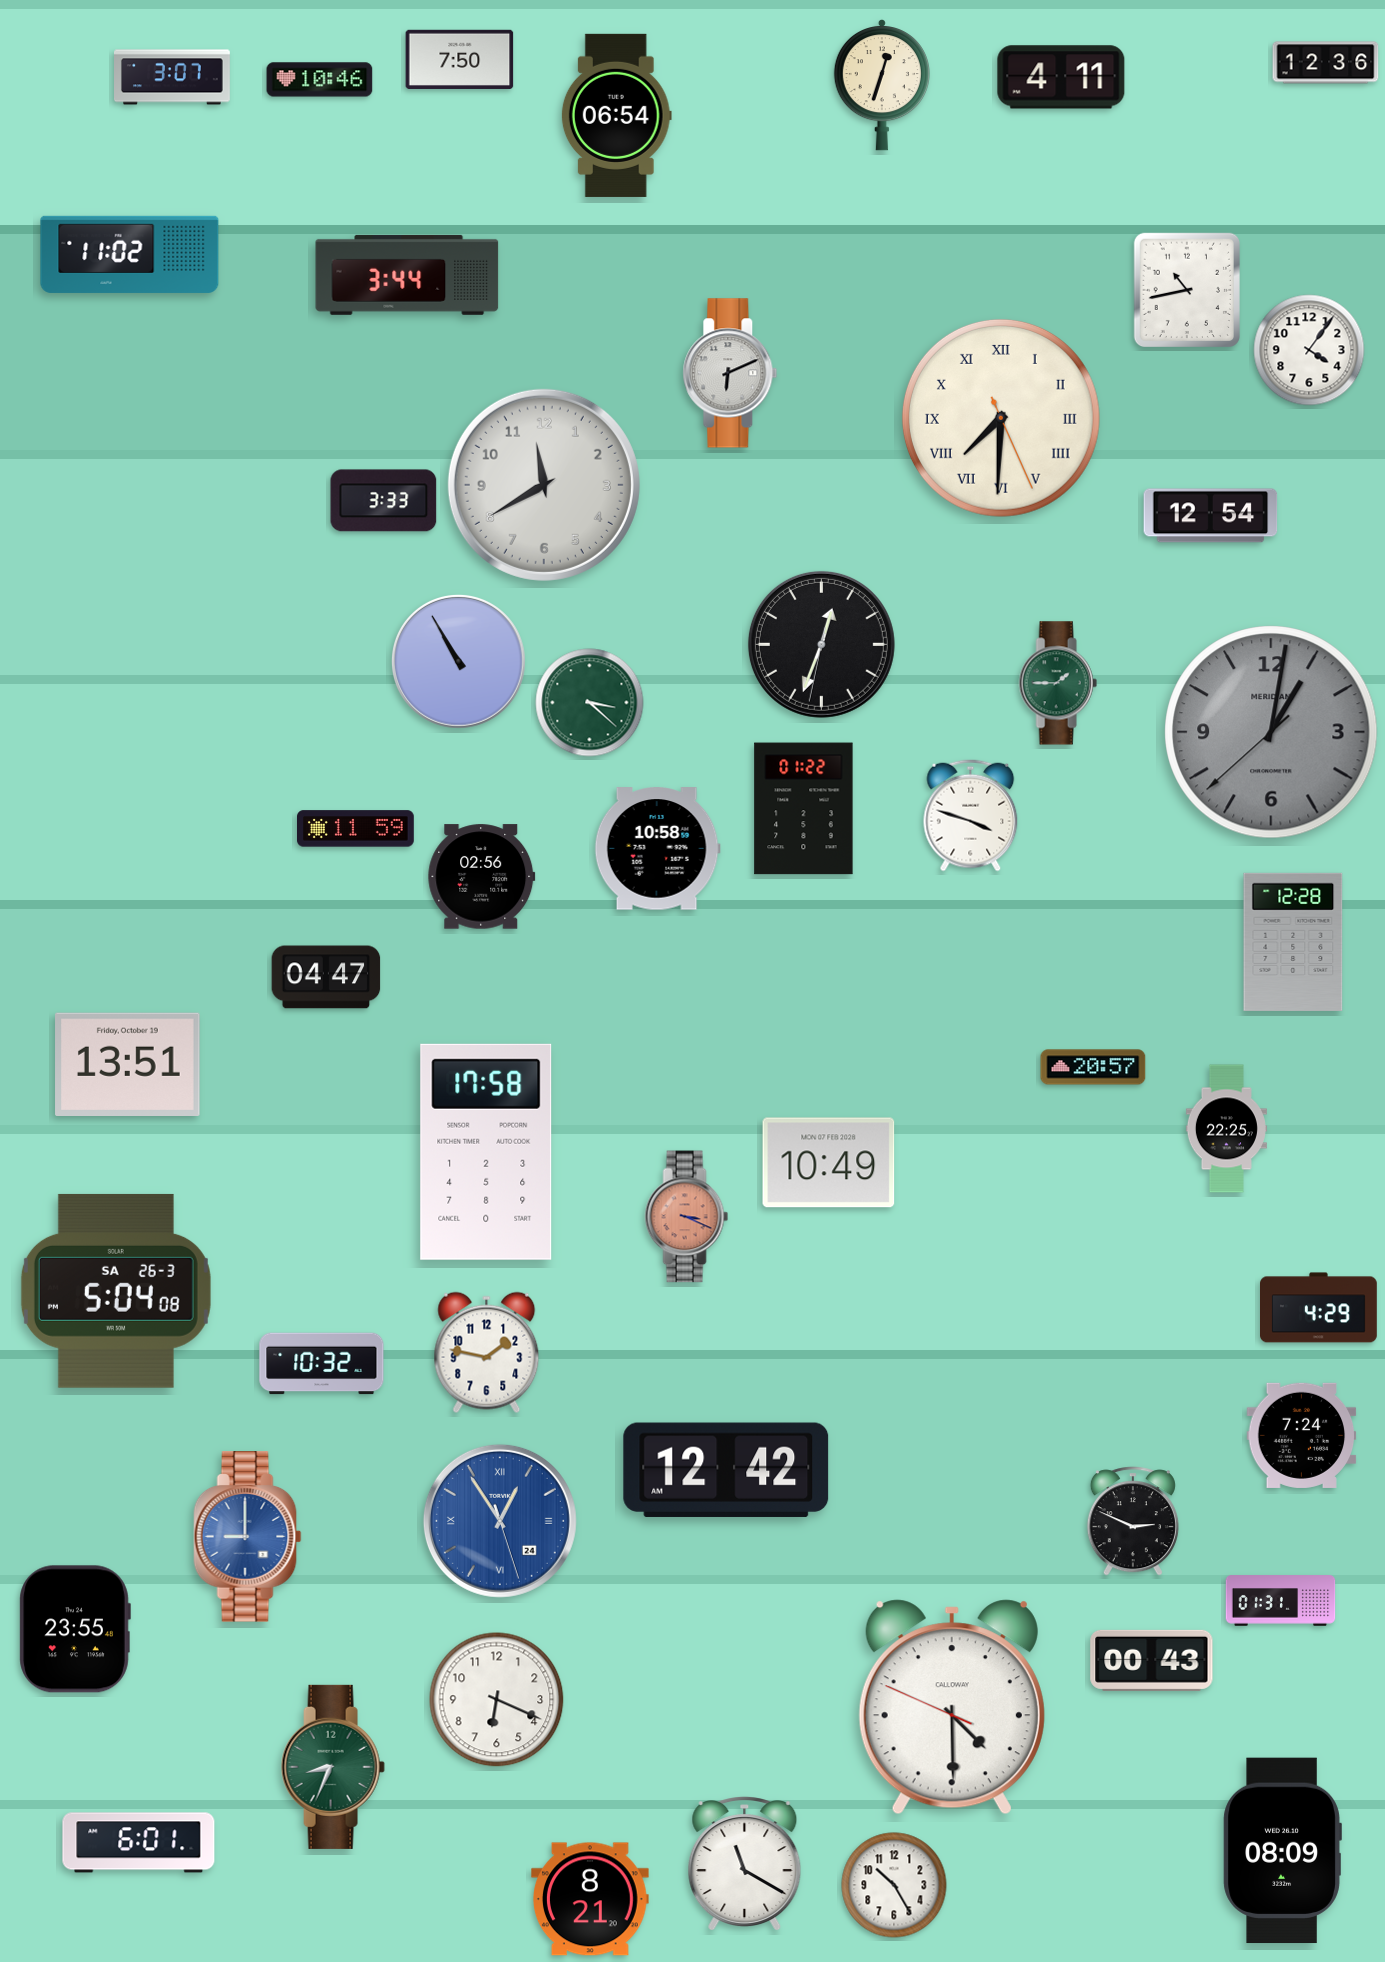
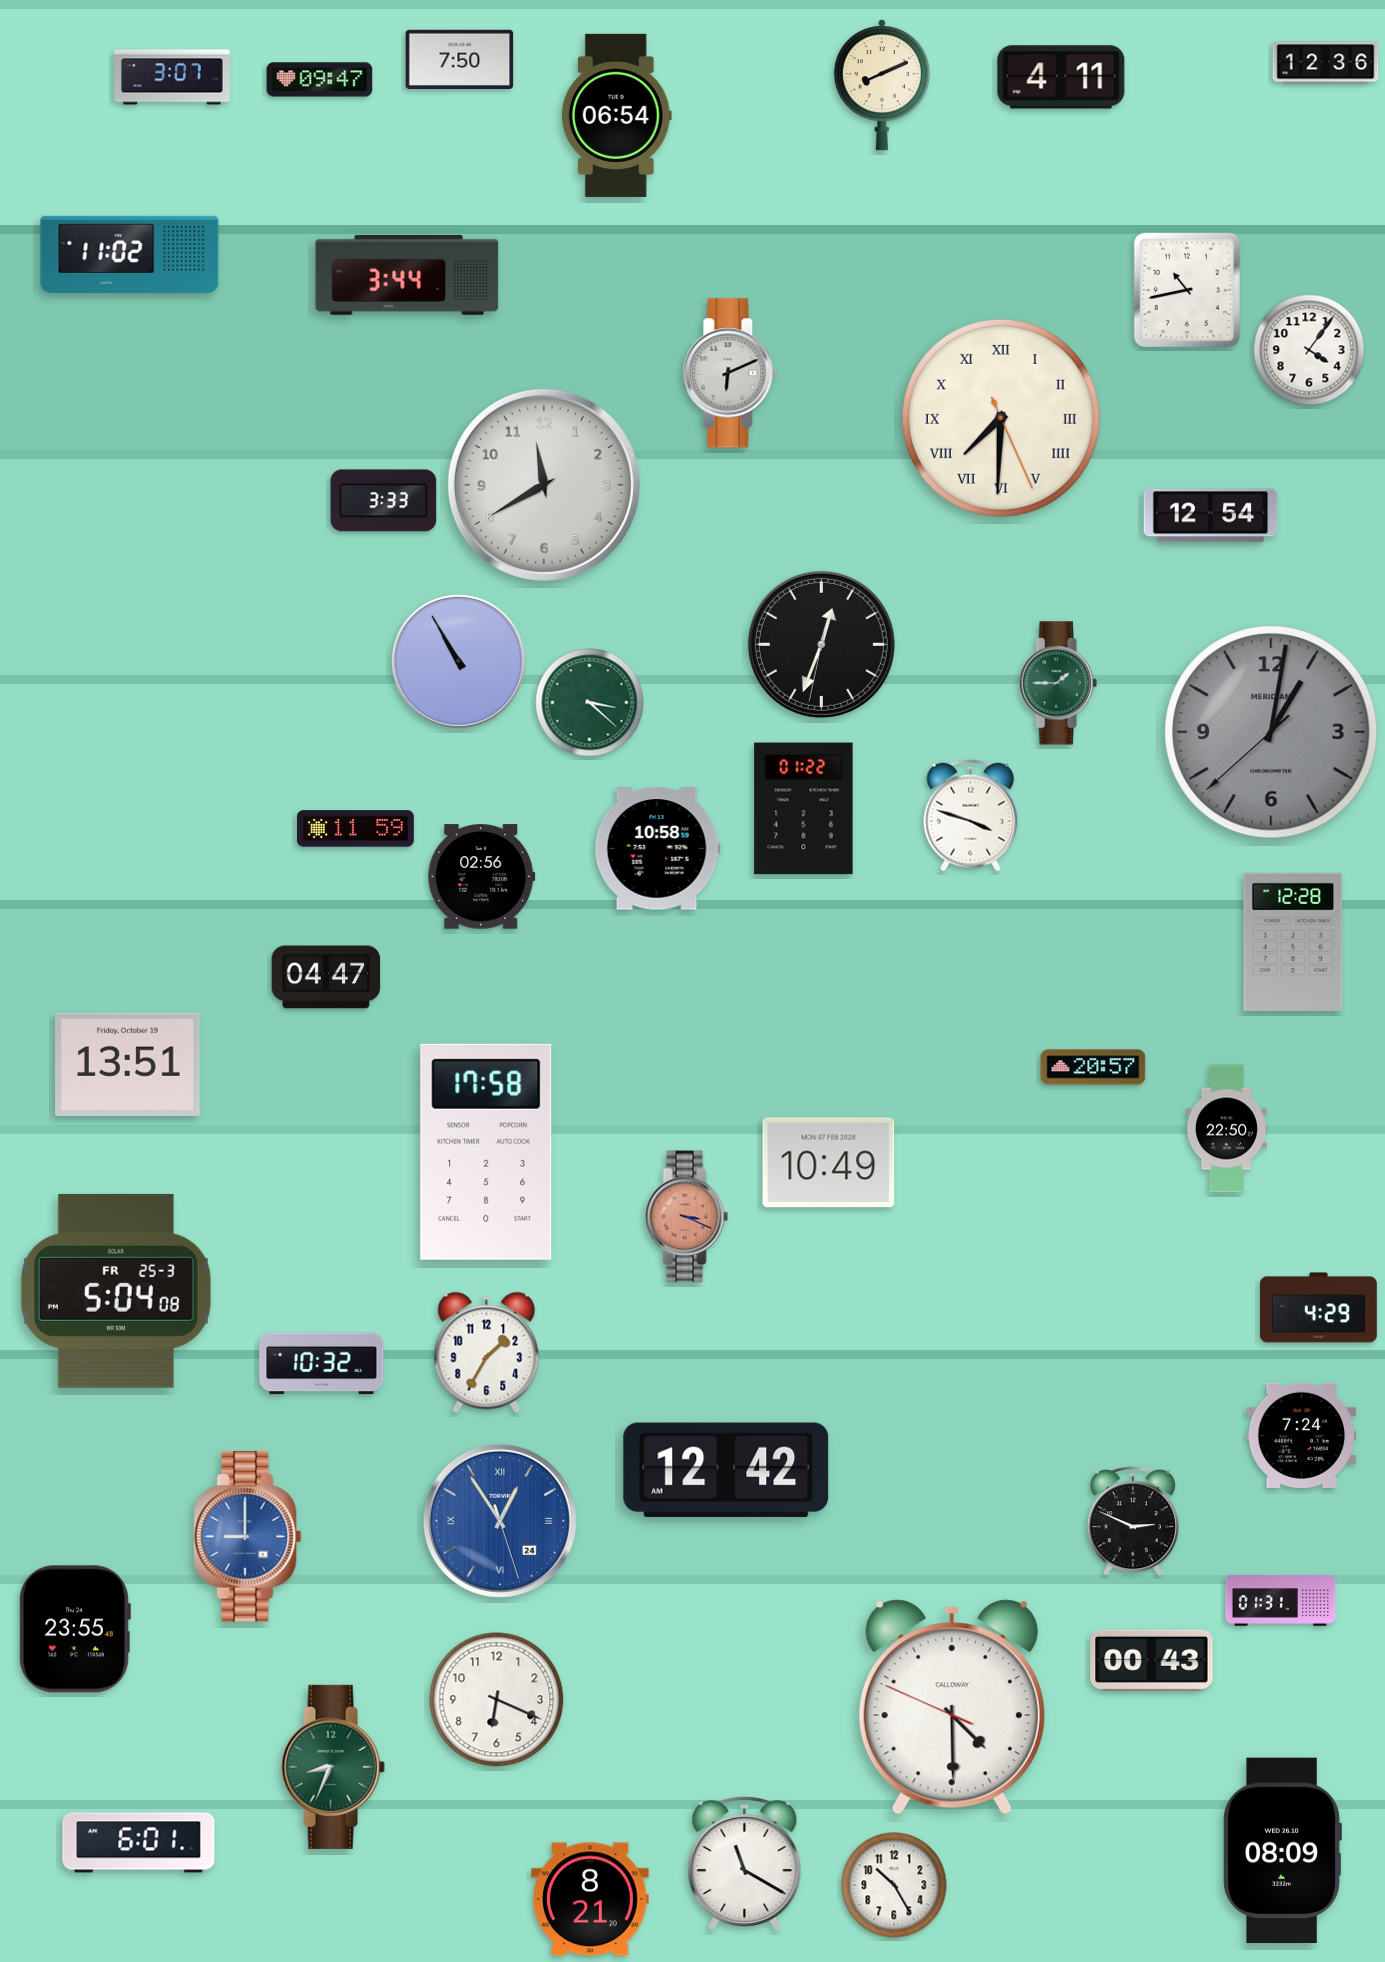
clock at (320, 80): 10:46 -> 09:47
clock at (882, 85): 12:33 -> 8:11
clock at (1226, 1129): 22:25 -> 22:50
clock at (116, 1291) date: SA 26-3 -> FR 25-3
clock at (487, 1353): 1:47 -> 1:35
